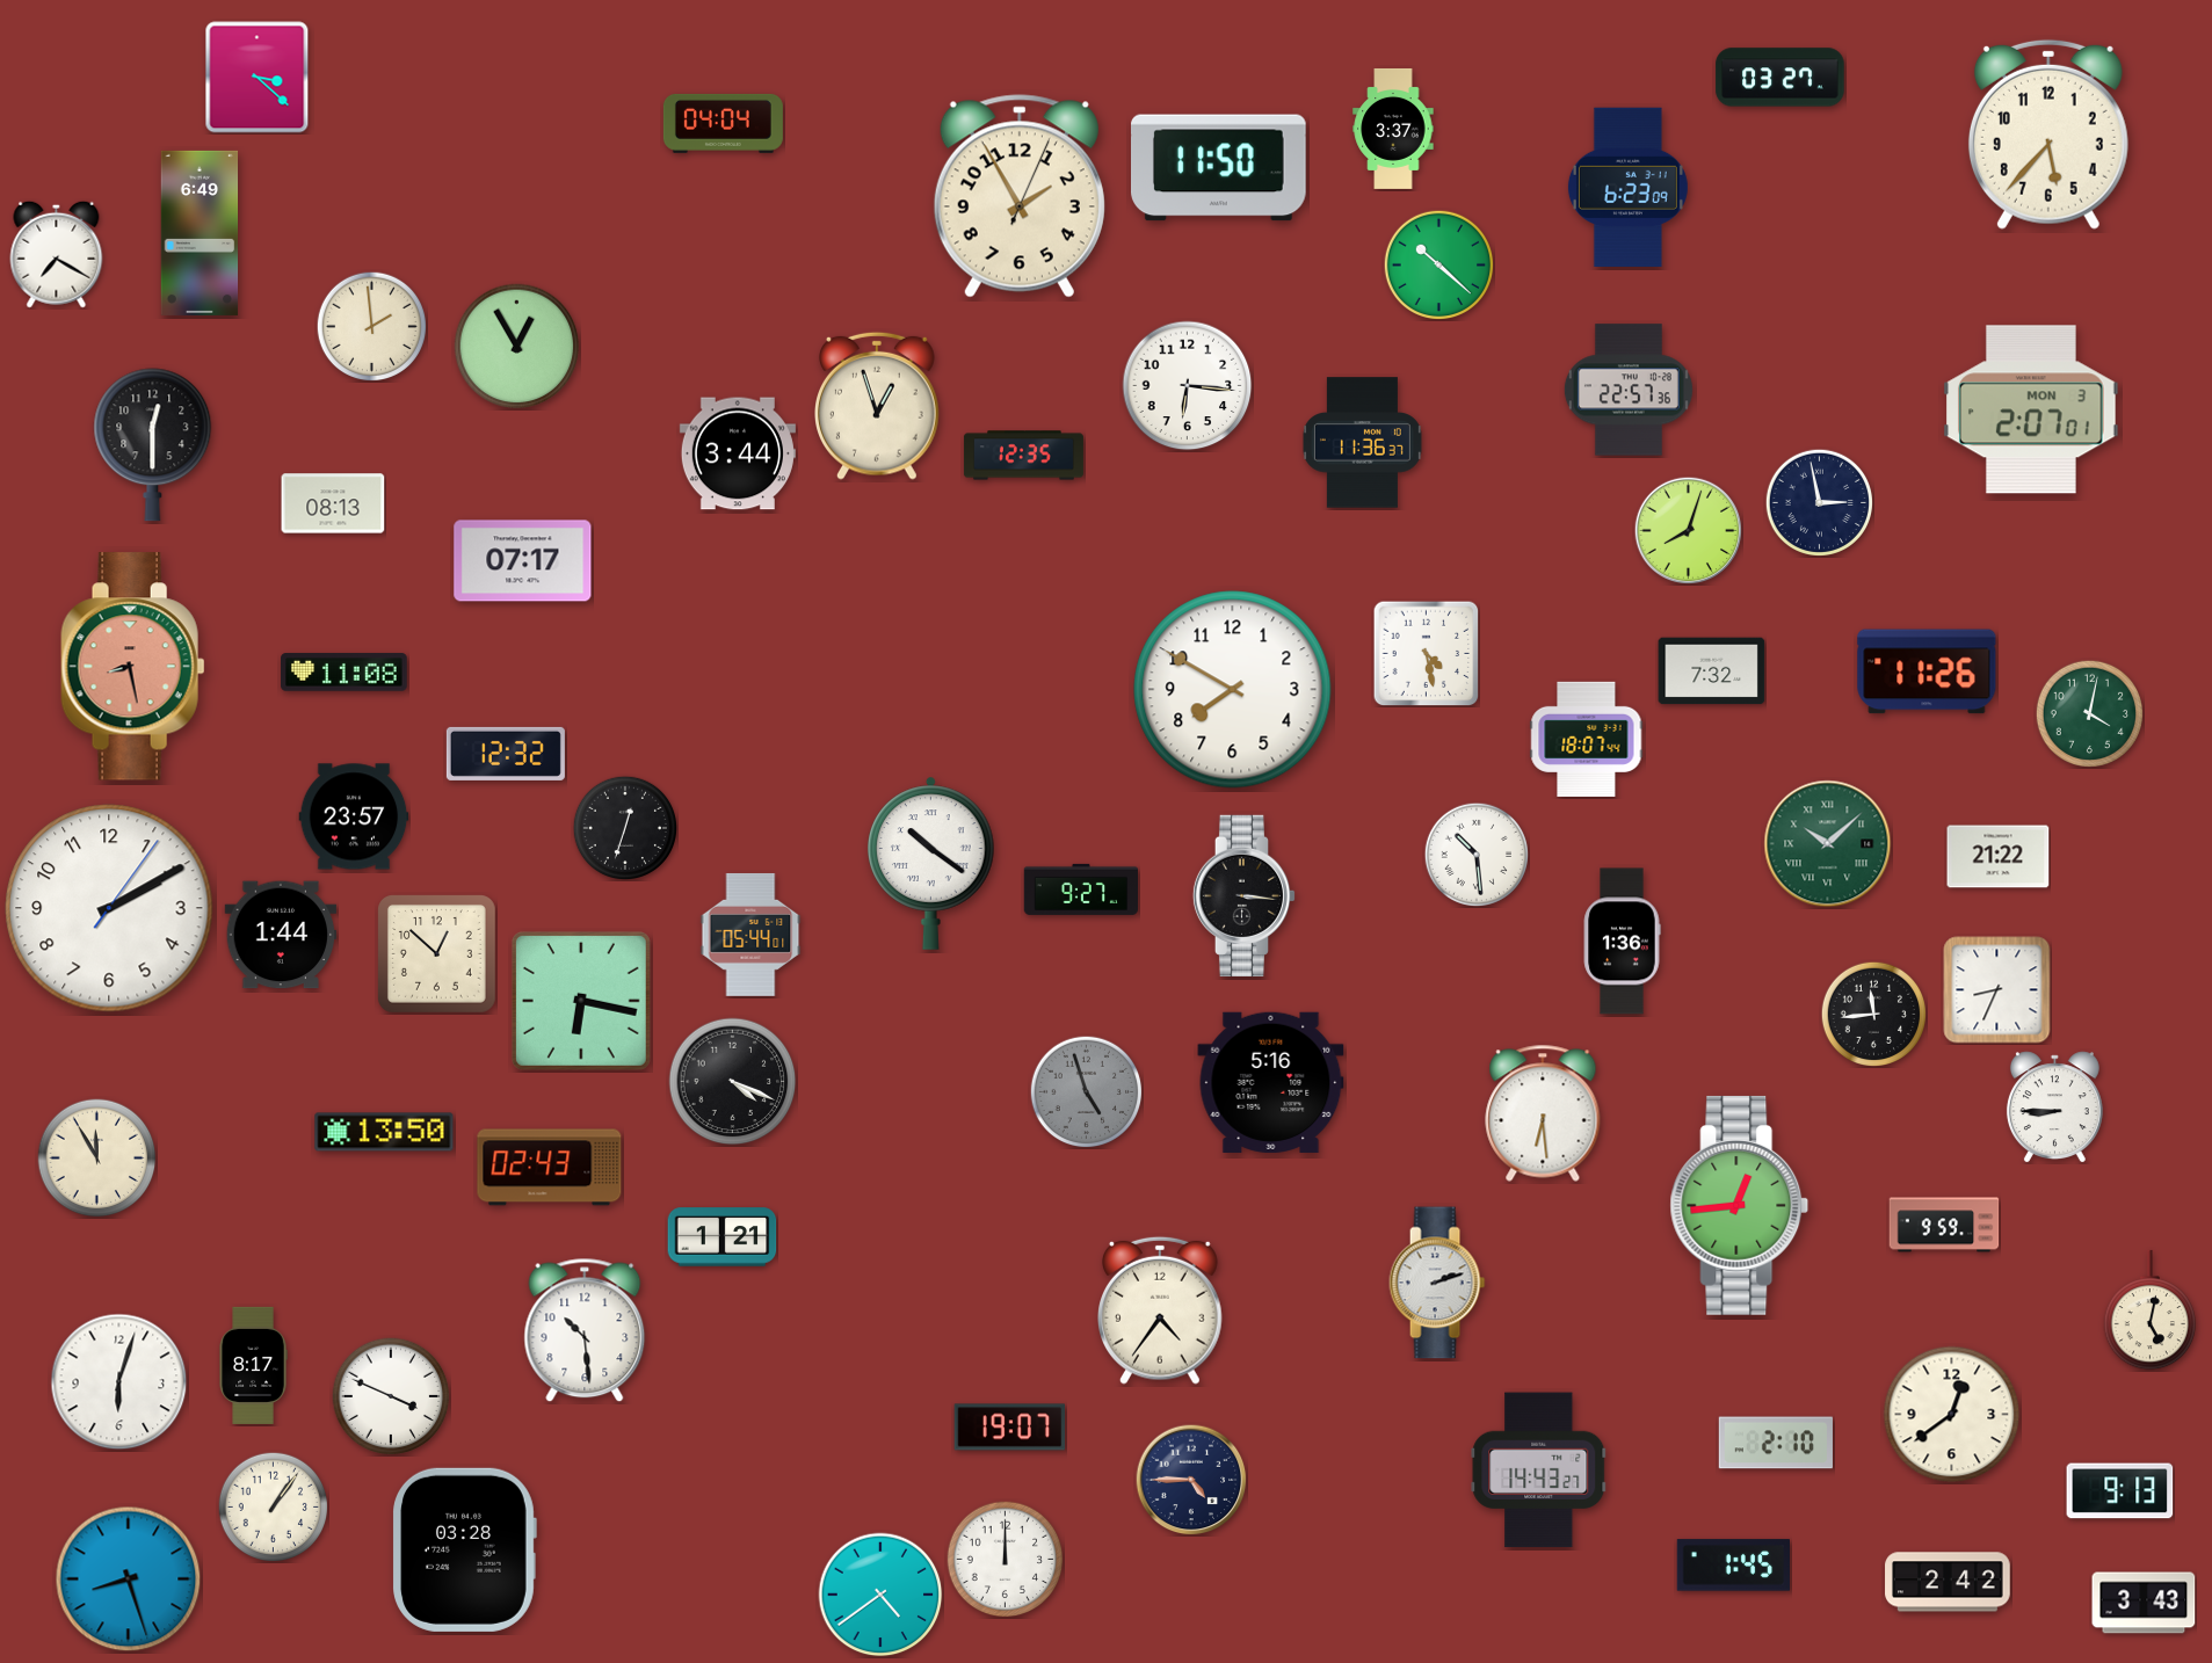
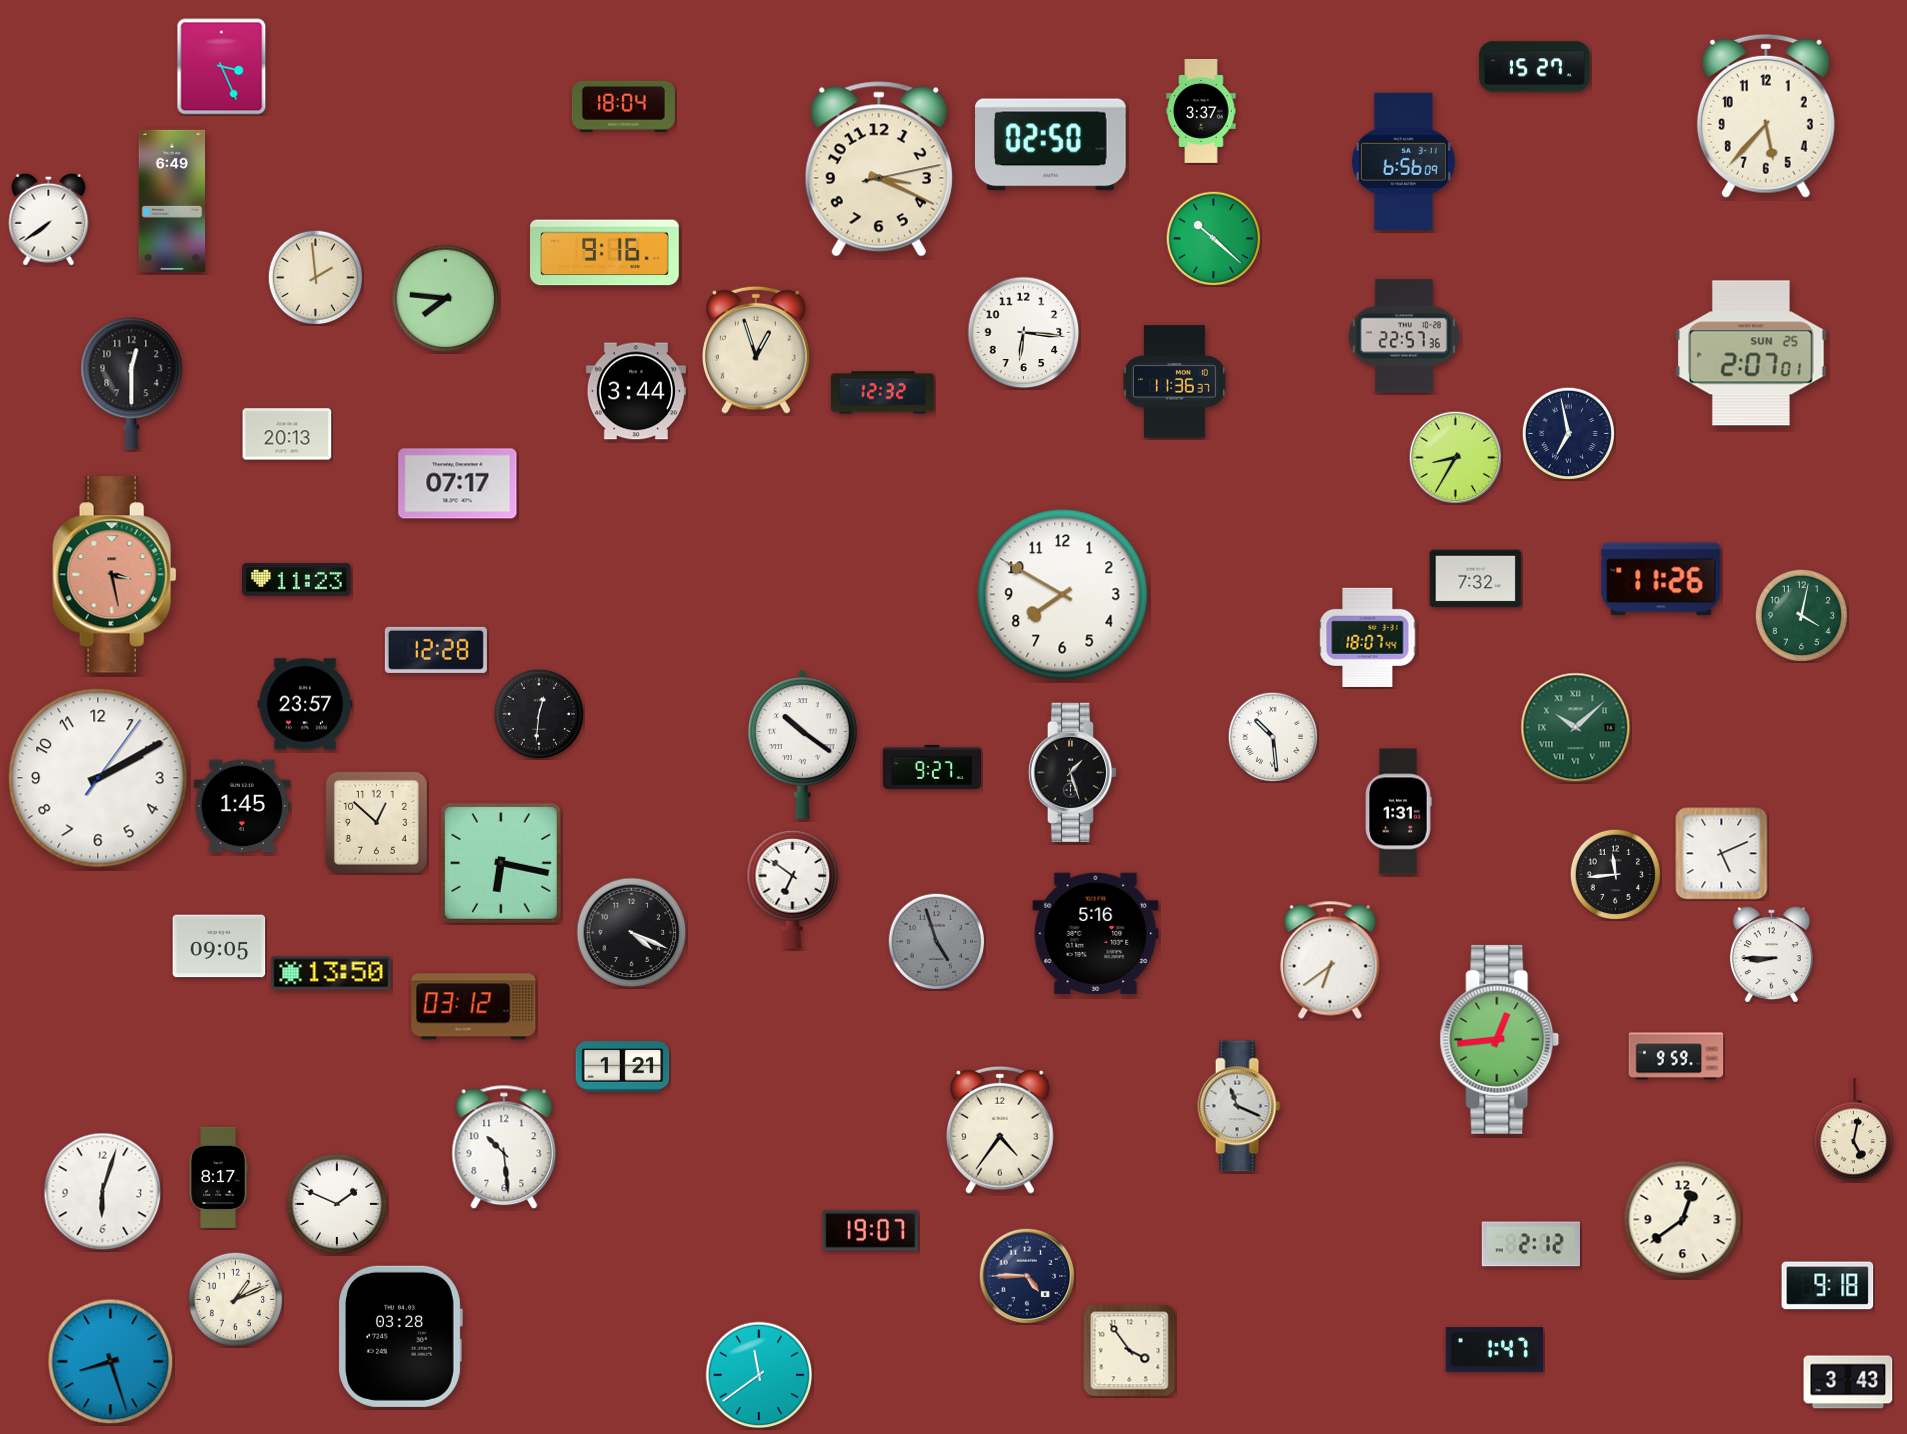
clock at (258, 78): 3:22 -> 3:26
clock at (1781, 78): 03:27 -> 15:27
clock at (723, 123): 04:04 -> 18:04
clock at (1219, 168): 11:50 -> 02:50
clock at (1627, 188): 6:23 -> 6:56
clock at (1020, 196): 1:55 -> 3:19
clock at (57, 254): 7:20 -> 7:39
clock at (1438, 264) position: (1438, 264) -> (1213, 238)
clock at (605, 253): none -> 9:16
clock at (371, 326) position: (371, 326) -> (315, 277)
clock at (517, 347): 12:55 -> 7:46
clock at (2032, 409) date: MON 3 -> SUN 25
clock at (1023, 456): 12:35 -> 12:32
clock at (1819, 502): 2:58 -> 6:58
clock at (333, 503): 08:13 -> 20:13
clock at (1688, 530): 8:03 -> 8:35
clock at (523, 561) position: (523, 561) -> (458, 484)
clock at (1426, 653): 4:28 -> none
clock at (133, 667): 8:28 -> 3:28
clock at (345, 673): 11:08 -> 11:23
clock at (506, 754): 12:32 -> 12:28
clock at (624, 827): 12:33 -> 12:31
clock at (1999, 857): 21:22 -> none
clock at (1245, 895): 3:16 -> 1:27
clock at (109, 908) position: (109, 908) -> (98, 778)
clock at (281, 935): 1:44 -> 1:45
clock at (750, 935): 05:44 -> none
clock at (1622, 942): 1:36 -> 1:31
clock at (1997, 990): 8:34 -> 5:11
clock at (793, 889): none -> 6:51
clock at (219, 946): none -> 09:05
clock at (1543, 1113): 6:29 -> 6:39
clock at (384, 1132) position: (384, 1132) -> (331, 973)
clock at (97, 1159): 11:55 -> none
clock at (550, 1168): 02:43 -> 03:12
clock at (1437, 1283): 2:12 -> 11:19
clock at (391, 1396): 3:49 -> 1:49
clock at (1776, 1443): 2:10 -> 2:12
clock at (1539, 1470): 14:43 -> none
clock at (2120, 1491): 9:13 -> 9:18
clock at (273, 1506): 1:06 -> 1:11
clock at (1006, 1560): 12:00 -> none
clock at (1733, 1566): 1:45 -> 1:47
clock at (1130, 1351): none -> 3:54
clock at (1948, 1582): 2:42 -> none
clock at (880, 1595): 4:39 -> 11:39
